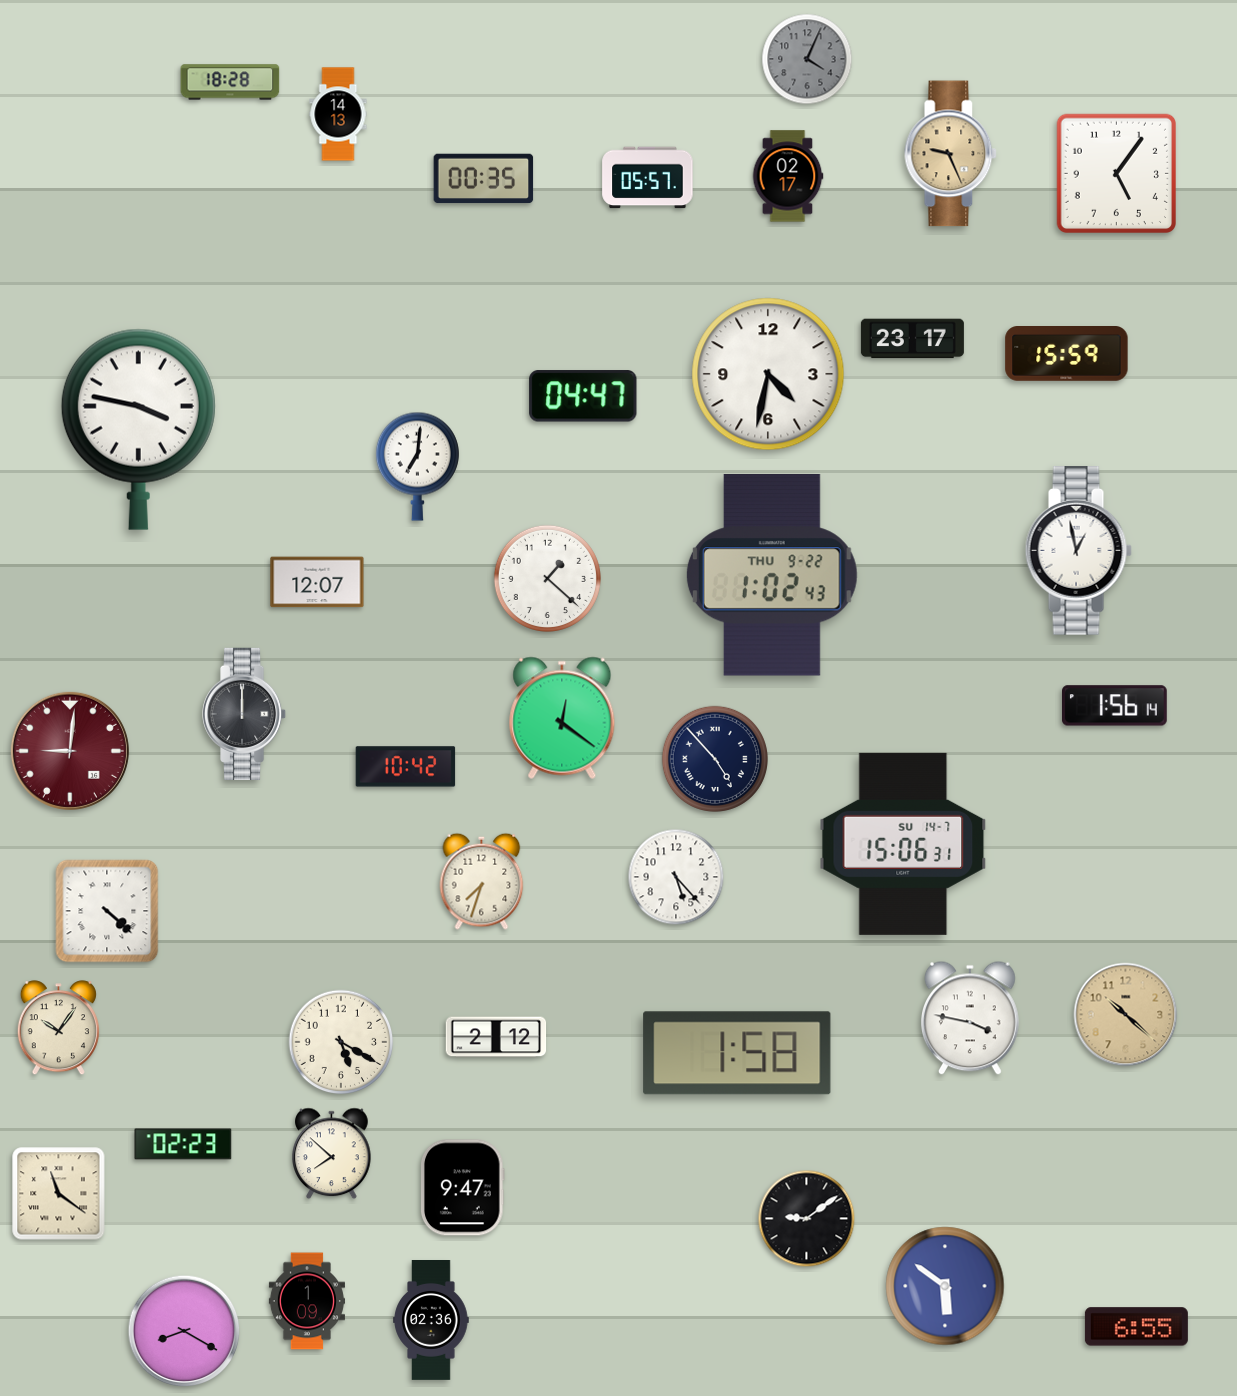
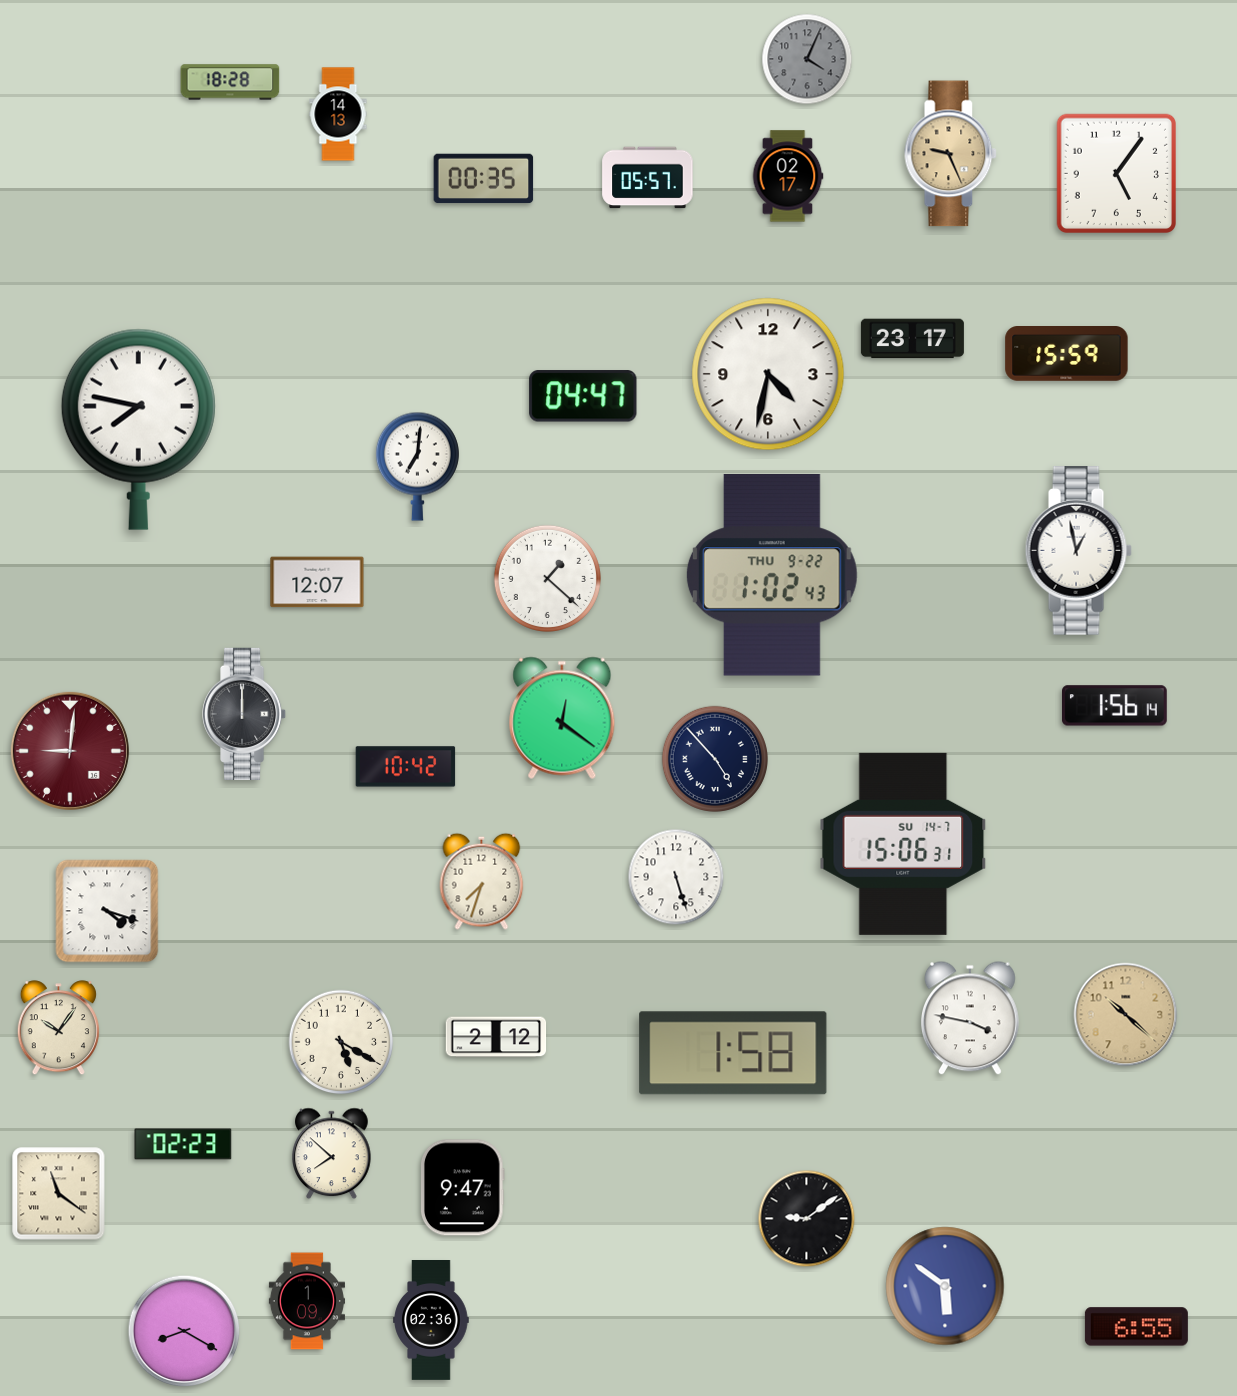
clock at (138, 429): 3:47 -> 7:47
clock at (676, 877): 5:23 -> 5:27
clock at (107, 911): 4:22 -> 4:18
clock at (737, 1053) position: (737, 1053) -> (733, 1053)
